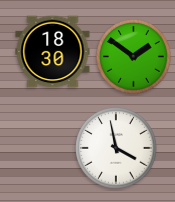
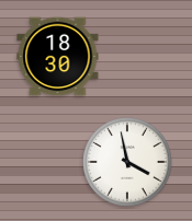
clock at (134, 57): 1:51 -> none
